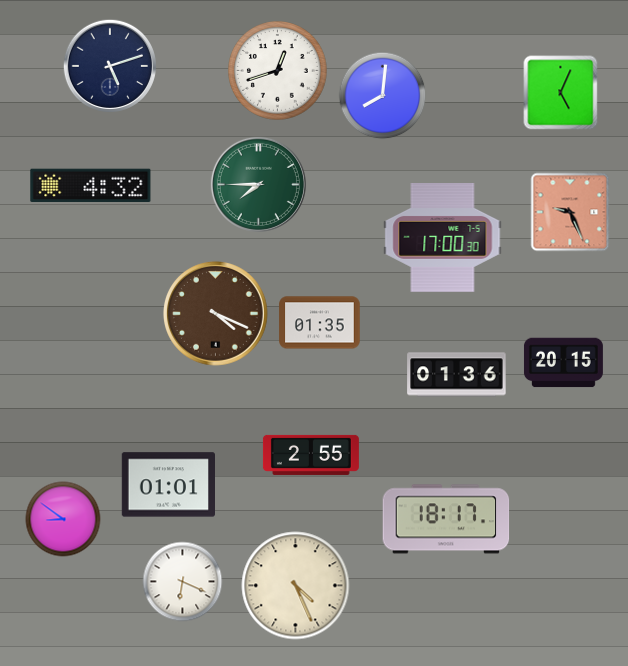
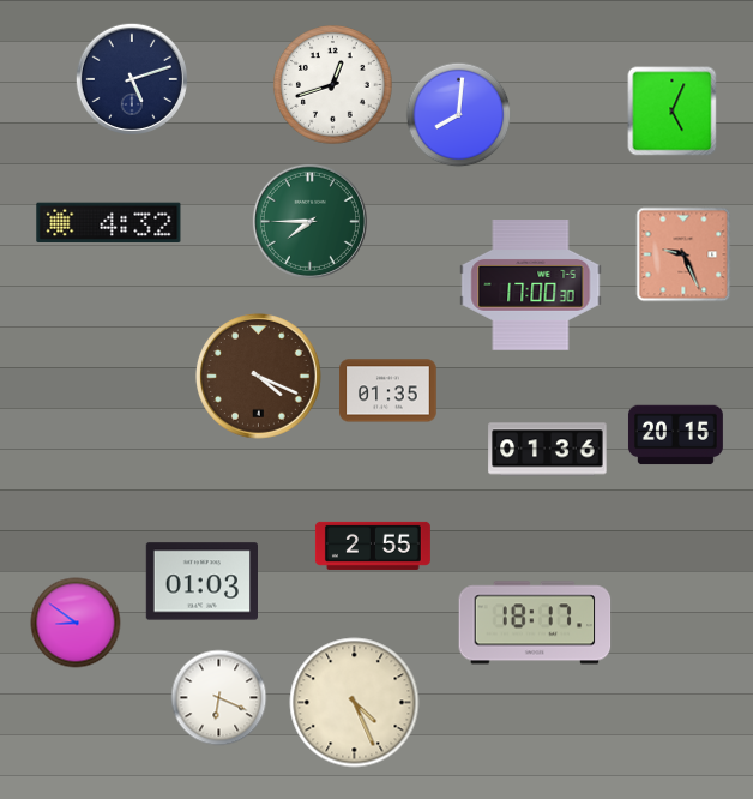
clock at (320, 323) position: (320, 323) -> (388, 391)
clock at (168, 485): 01:01 -> 01:03
